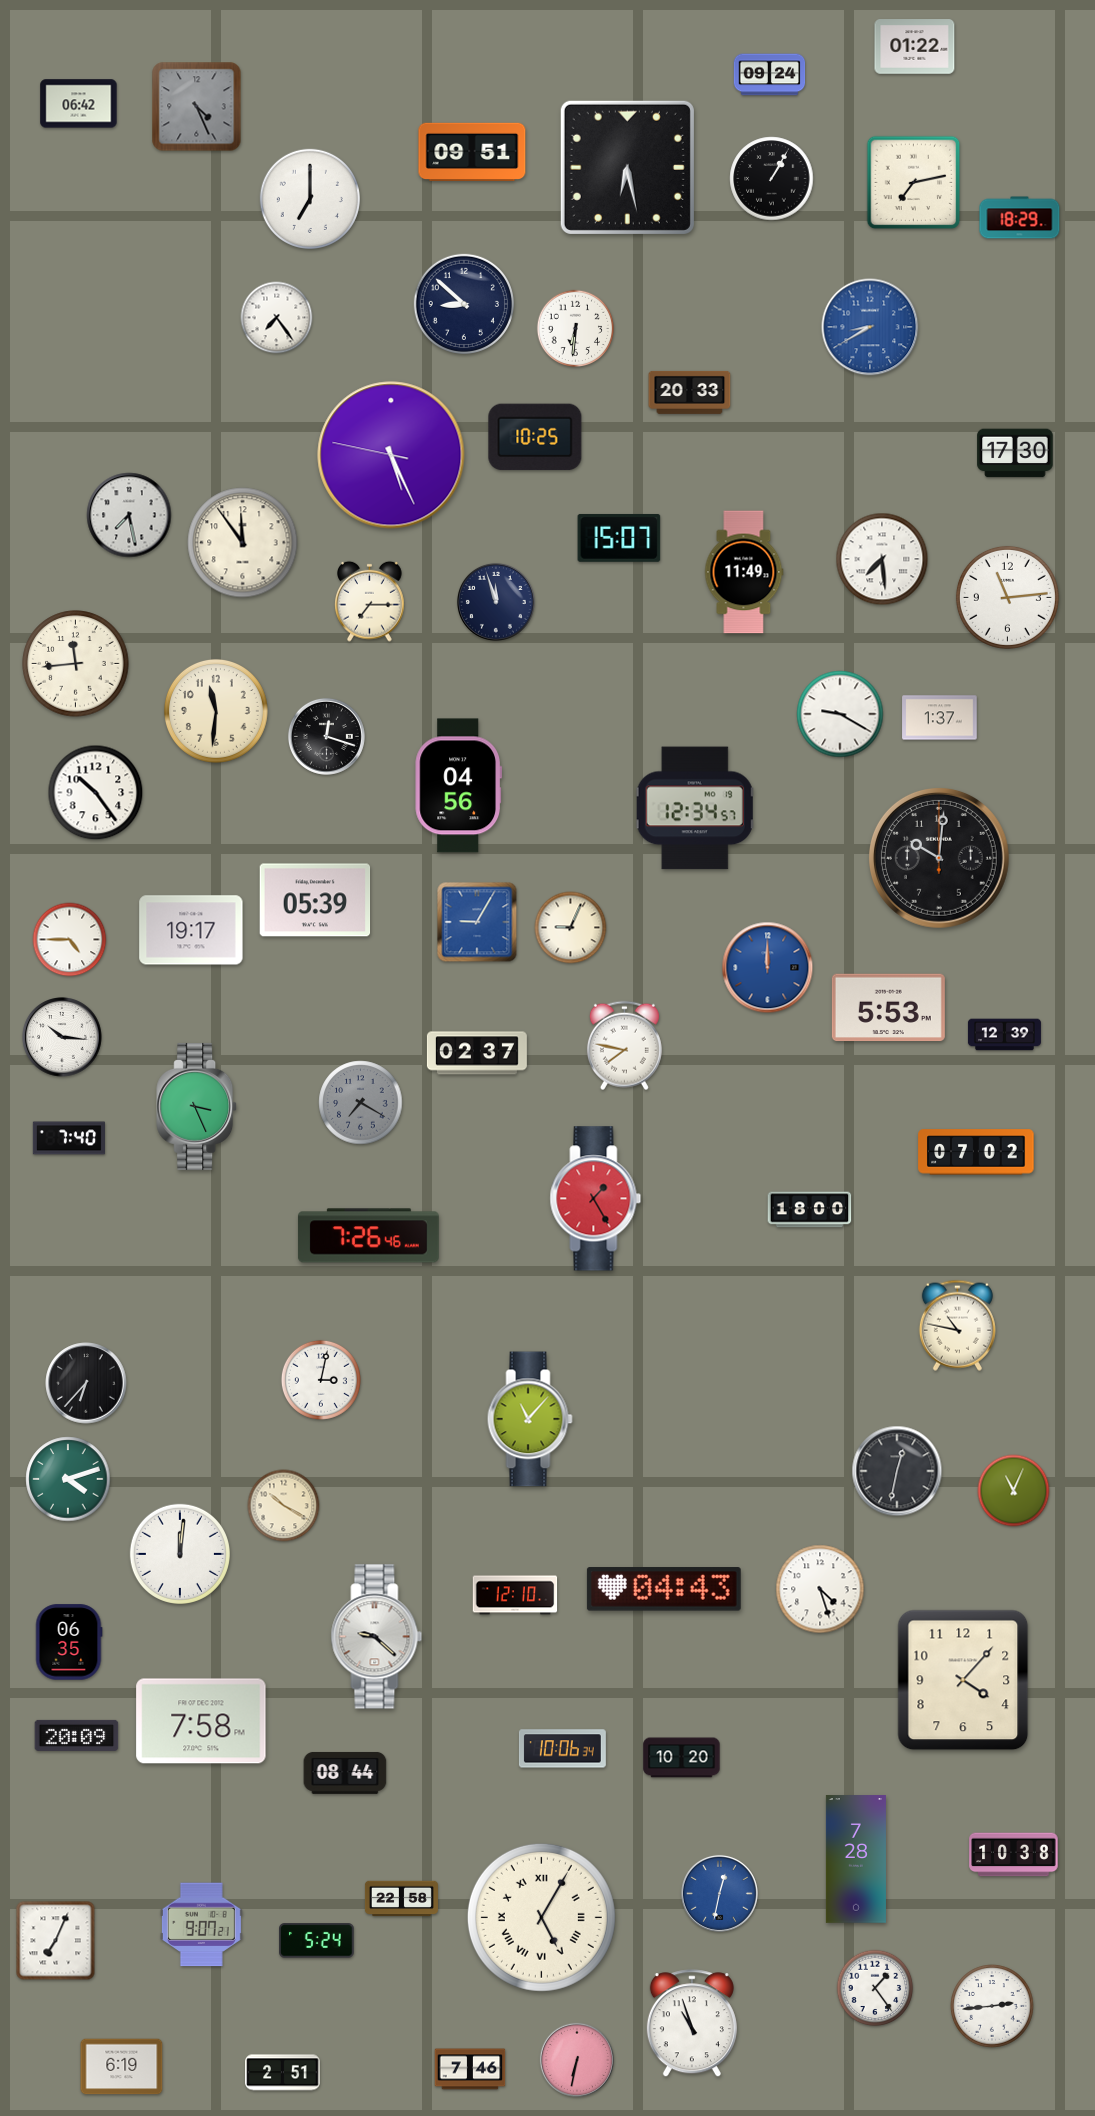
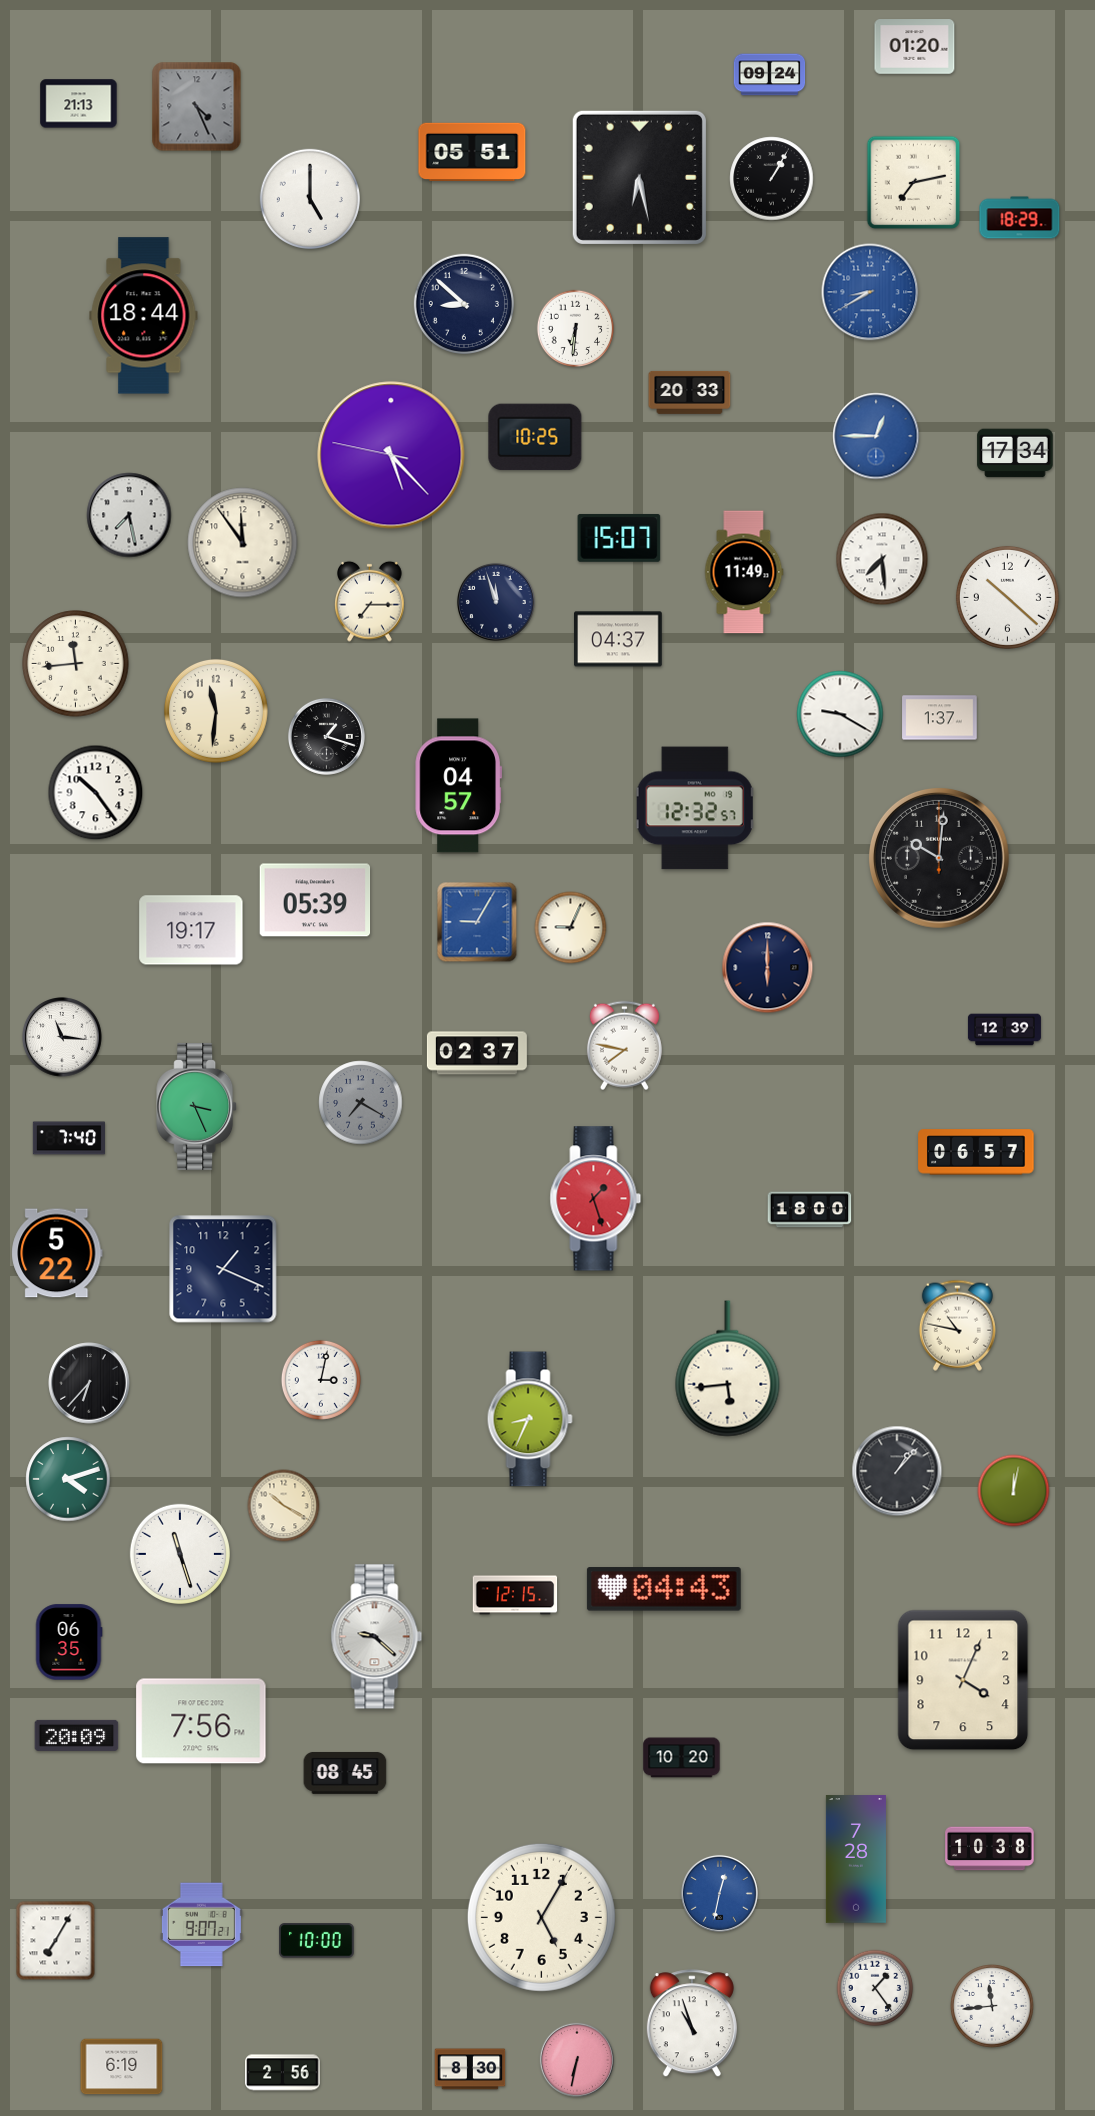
clock at (915, 47): 01:22 -> 01:20
clock at (79, 104): 06:42 -> 21:13
clock at (472, 151): 09:51 -> 05:51
clock at (627, 167) position: (627, 167) -> (639, 177)
clock at (310, 199): 7:00 -> 5:00
clock at (144, 316): none -> 18:44
clock at (277, 318): 7:24 -> none
clock at (870, 327) position: (870, 327) -> (870, 292)
clock at (876, 436): none -> 12:45
clock at (1015, 453): 17:30 -> 17:34
clock at (391, 455): 5:25 -> 5:22
clock at (1007, 597): 11:14 -> 10:22
clock at (619, 639): none -> 04:37
clock at (326, 736): 12:18 -> 1:18
clock at (458, 786): 04:56 -> 04:57
clock at (695, 808): 12:34 -> 12:32
clock at (70, 940): 4:45 -> none
clock at (768, 968): 12:00 -> 6:00
clock at (768, 968) dial: blue -> navy
clock at (888, 1008): 5:53 -> none
clock at (1004, 1035) position: (1004, 1035) -> (1004, 1030)
clock at (62, 1037): 10:16 -> 11:16
clock at (976, 1152): 07:02 -> 06:57
clock at (596, 1199): 1:25 -> 1:27
clock at (368, 1236): 7:26 -> none
clock at (57, 1253): none -> 5:22
clock at (223, 1269): none -> 1:19
clock at (728, 1369): none -> 5:44
clock at (86, 1383) position: (86, 1383) -> (89, 1383)
clock at (530, 1419): 11:07 -> 8:34
clock at (897, 1471): 12:32 -> 1:07
clock at (1014, 1491): 11:04 -> 12:02
clock at (180, 1554): 12:01 -> 11:27
clock at (820, 1589): 4:27 -> none
clock at (515, 1595): 12:10 -> 12:15
clock at (963, 1680): 4:07 -> 4:04
clock at (201, 1721): 7:58 -> 7:56
clock at (562, 1749): 10:06 -> none
clock at (345, 1773): 08:44 -> 08:45
clock at (1014, 1855) position: (1014, 1855) -> (990, 1849)
clock at (401, 1899): 22:58 -> none
clock at (541, 1917) numerals: Roman -> Arabic
clock at (56, 1941): 7:04 -> 7:05
clock at (317, 1941): 5:24 -> 10:00
clock at (992, 2006): 2:44 -> 11:44
clock at (470, 2069): 7:46 -> 8:30
clock at (283, 2073): 2:51 -> 2:56
